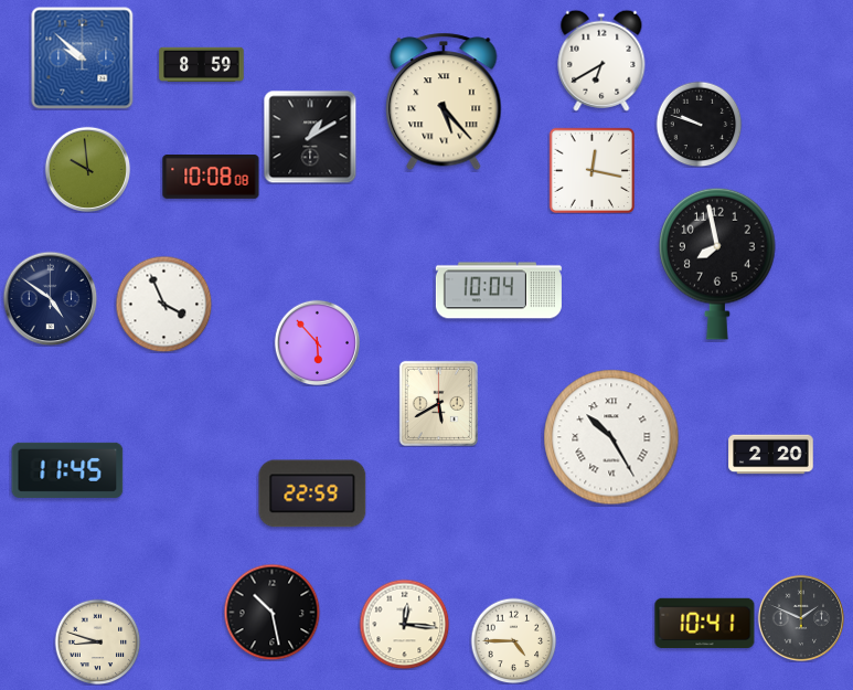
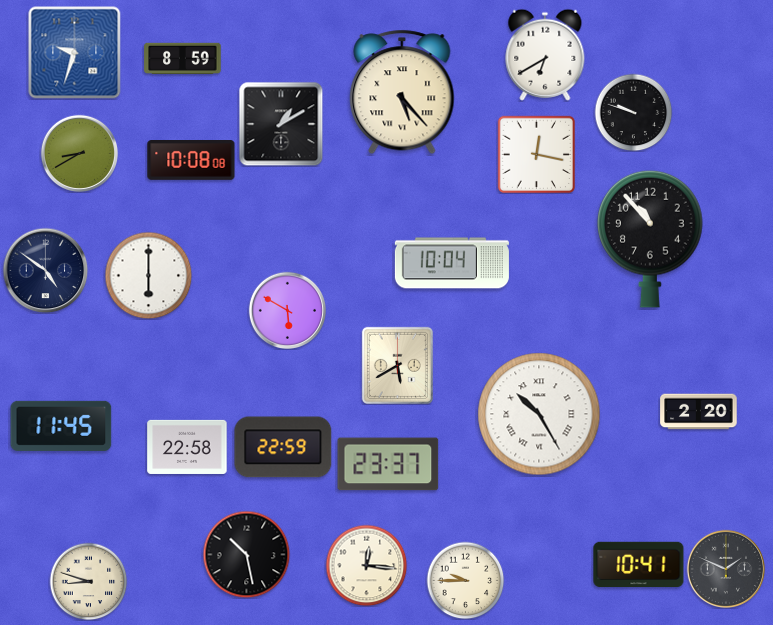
clock at (82, 57): 9:52 -> 9:33
clock at (87, 169): 9:59 -> 8:40
clock at (717, 264): 7:58 -> 10:53
clock at (163, 304): 3:56 -> 6:00
clock at (317, 342): 5:53 -> 5:50
clock at (611, 437) position: (611, 437) -> (539, 414)
clock at (187, 447): none -> 22:58
clock at (388, 464): none -> 23:37
clock at (800, 617) position: (800, 617) -> (725, 568)
clock at (513, 640): 4:45 -> 9:45
